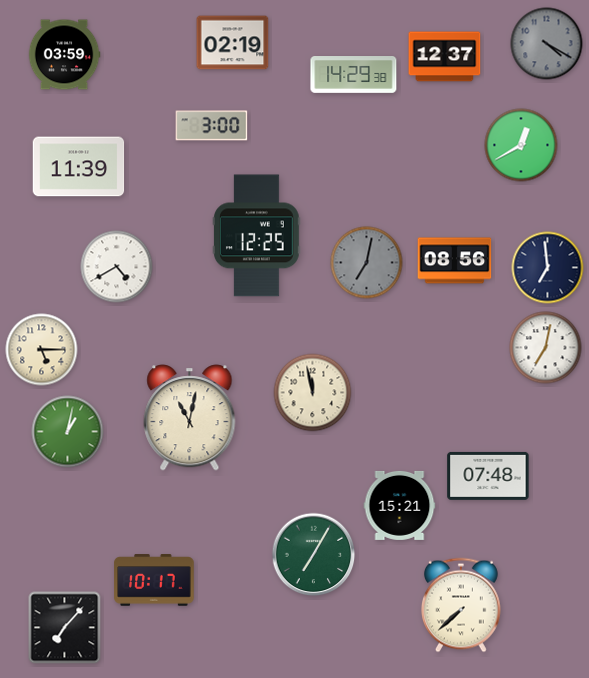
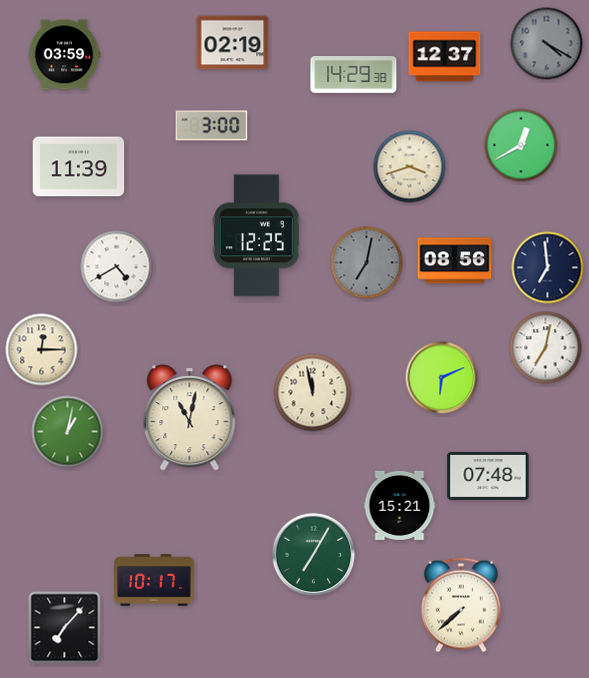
clock at (410, 167): none -> 3:42
clock at (42, 350): 5:15 -> 12:15
clock at (442, 378): none -> 6:11
